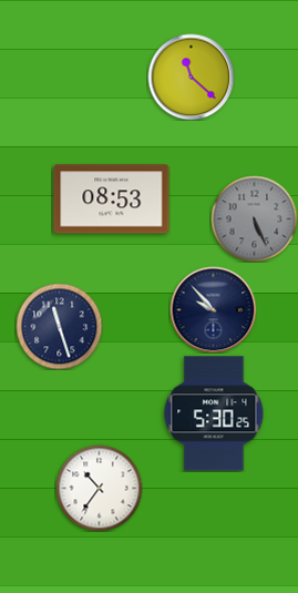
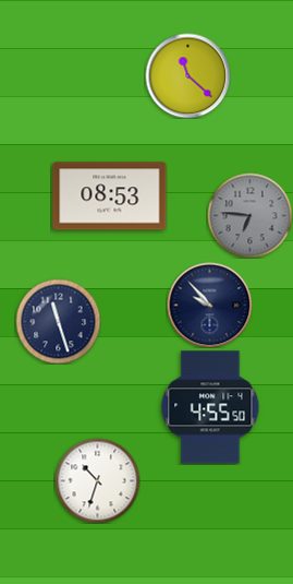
clock at (254, 218): 5:26 -> 6:46
clock at (214, 413): 5:30 -> 4:55
clock at (99, 488): 10:36 -> 10:33
